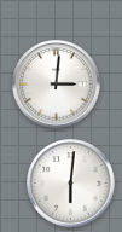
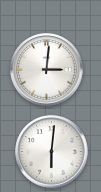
clock at (71, 184) position: (71, 184) -> (52, 152)
